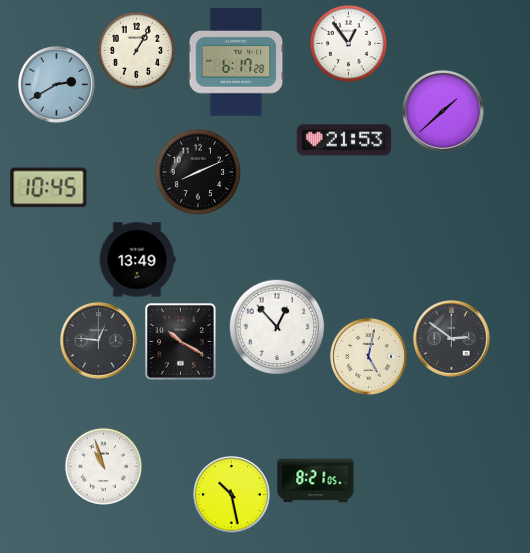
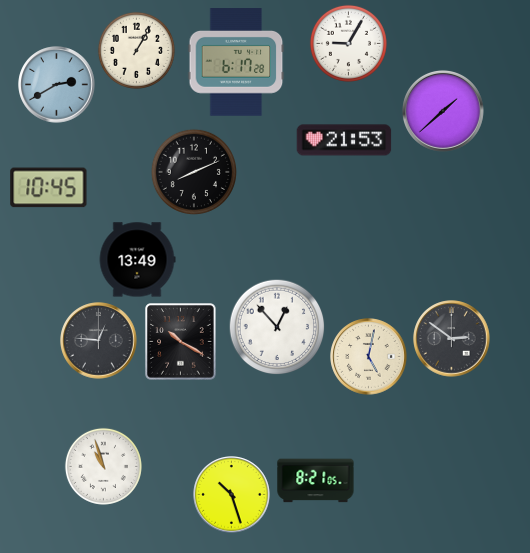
clock at (348, 43): 12:54 -> 9:05
clock at (198, 172) position: (198, 172) -> (194, 172)
clock at (232, 495): 10:28 -> 10:27
